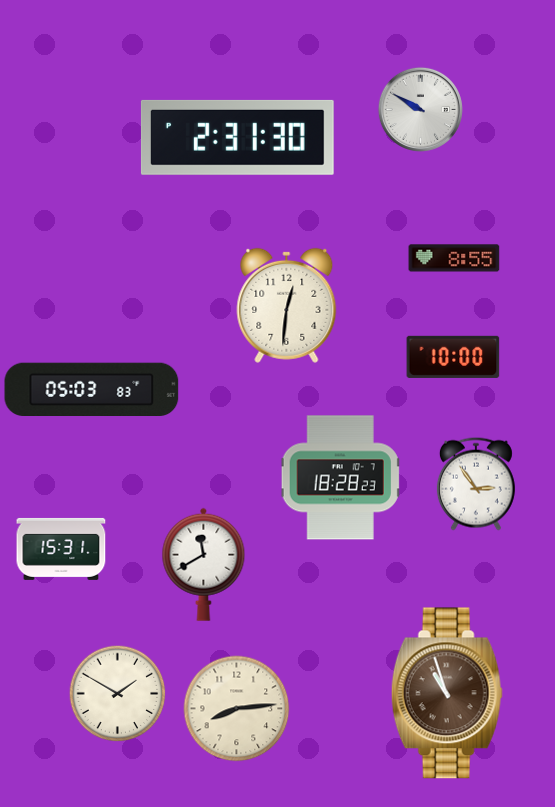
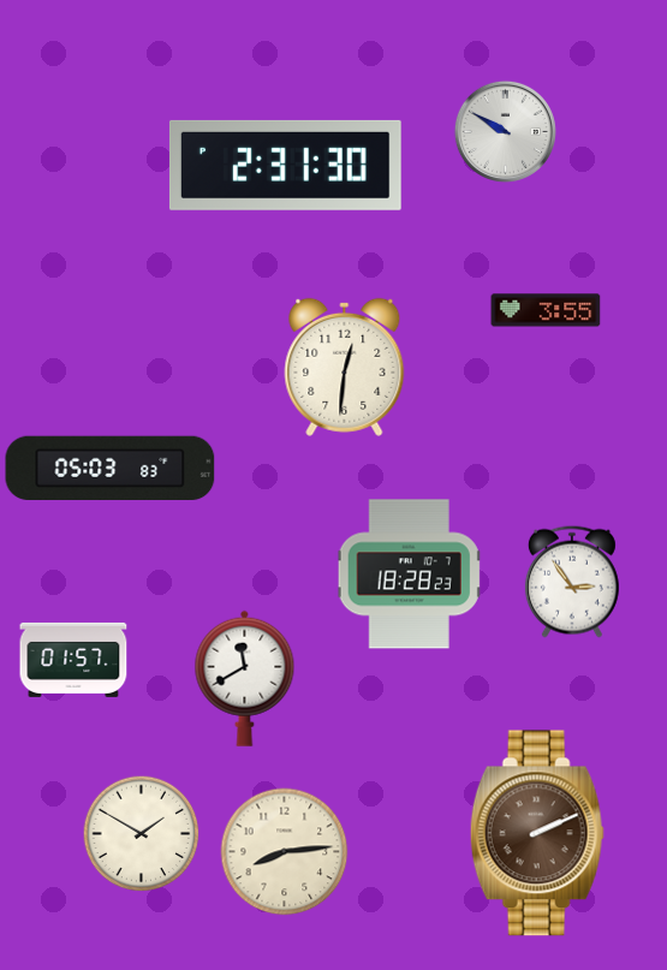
clock at (454, 258): 8:55 -> 3:55
clock at (453, 357): 10:00 -> none
clock at (61, 549): 15:31 -> 01:57
clock at (447, 693): 10:57 -> 2:11
